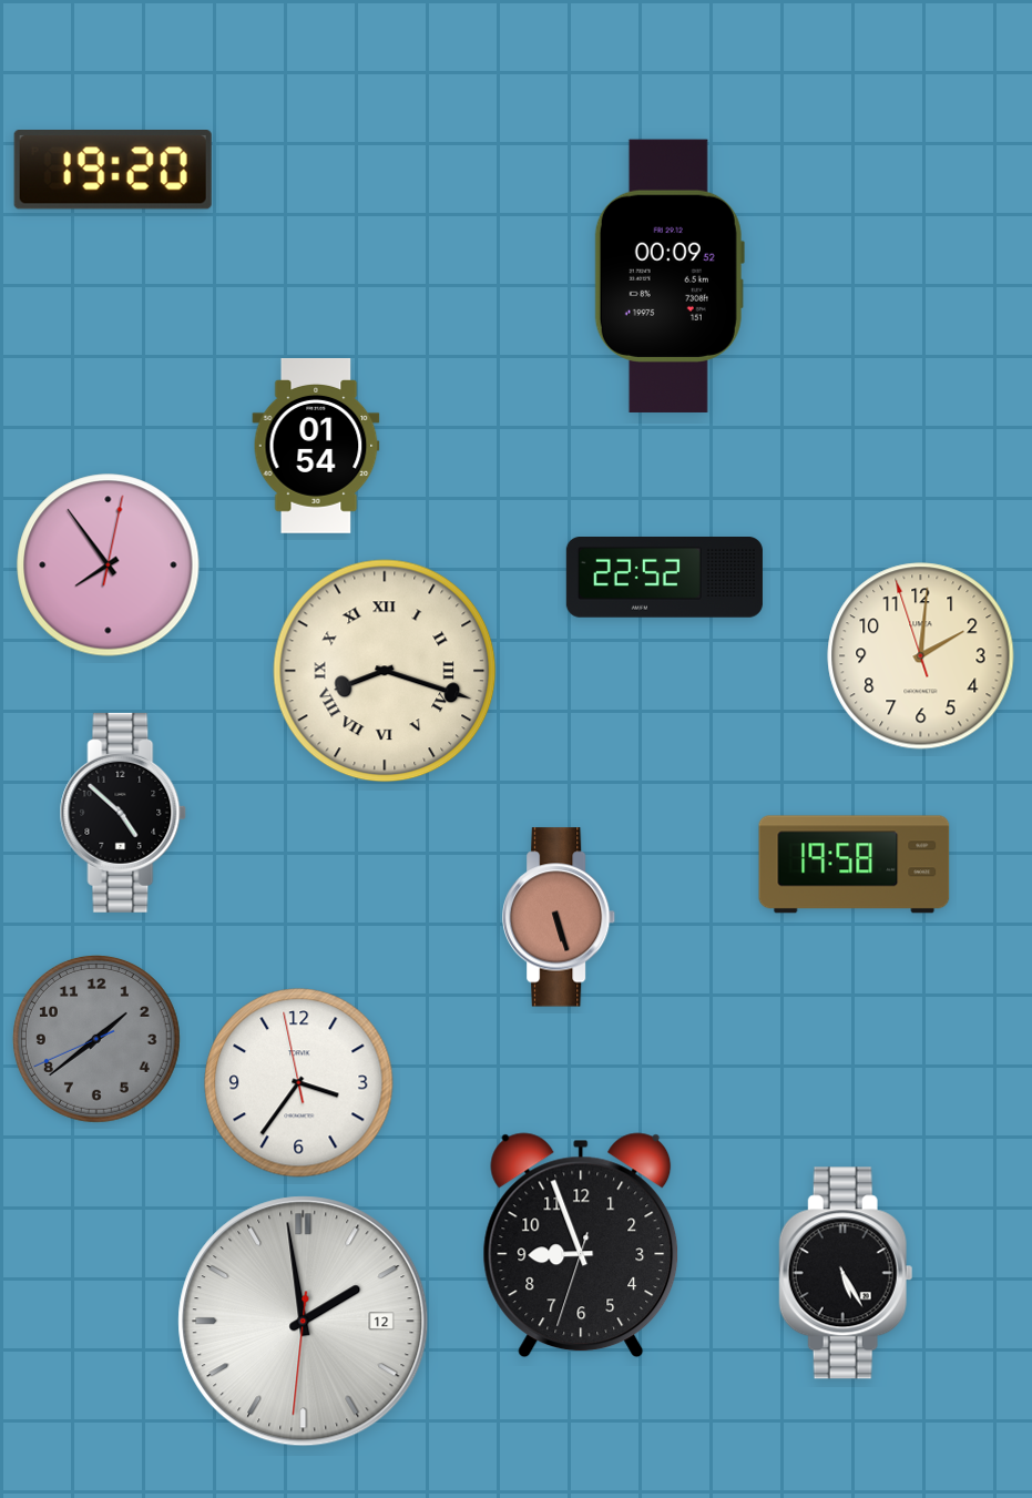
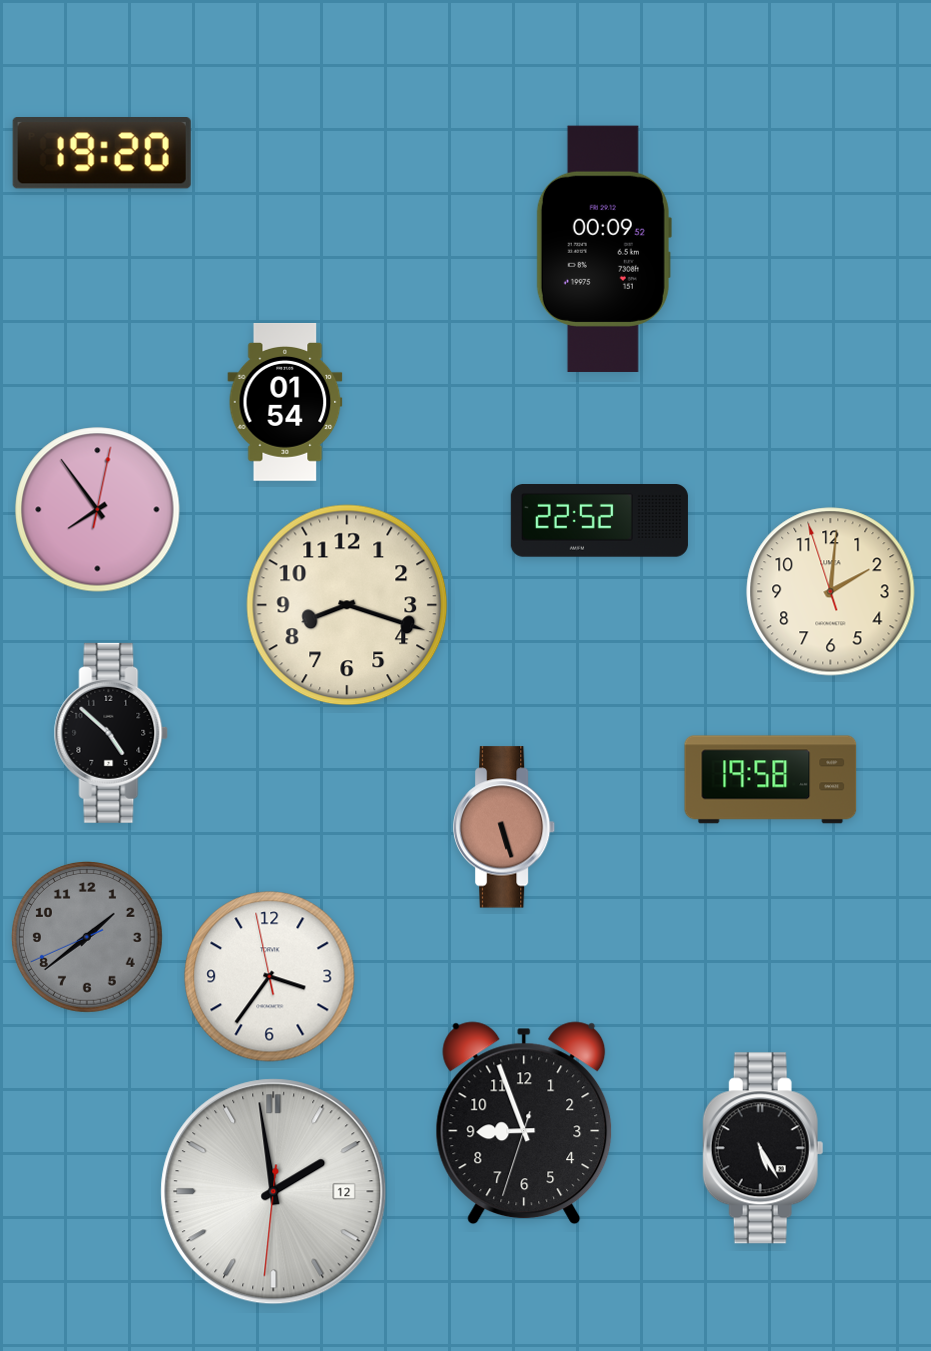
clock at (385, 671) numerals: Roman -> Arabic
